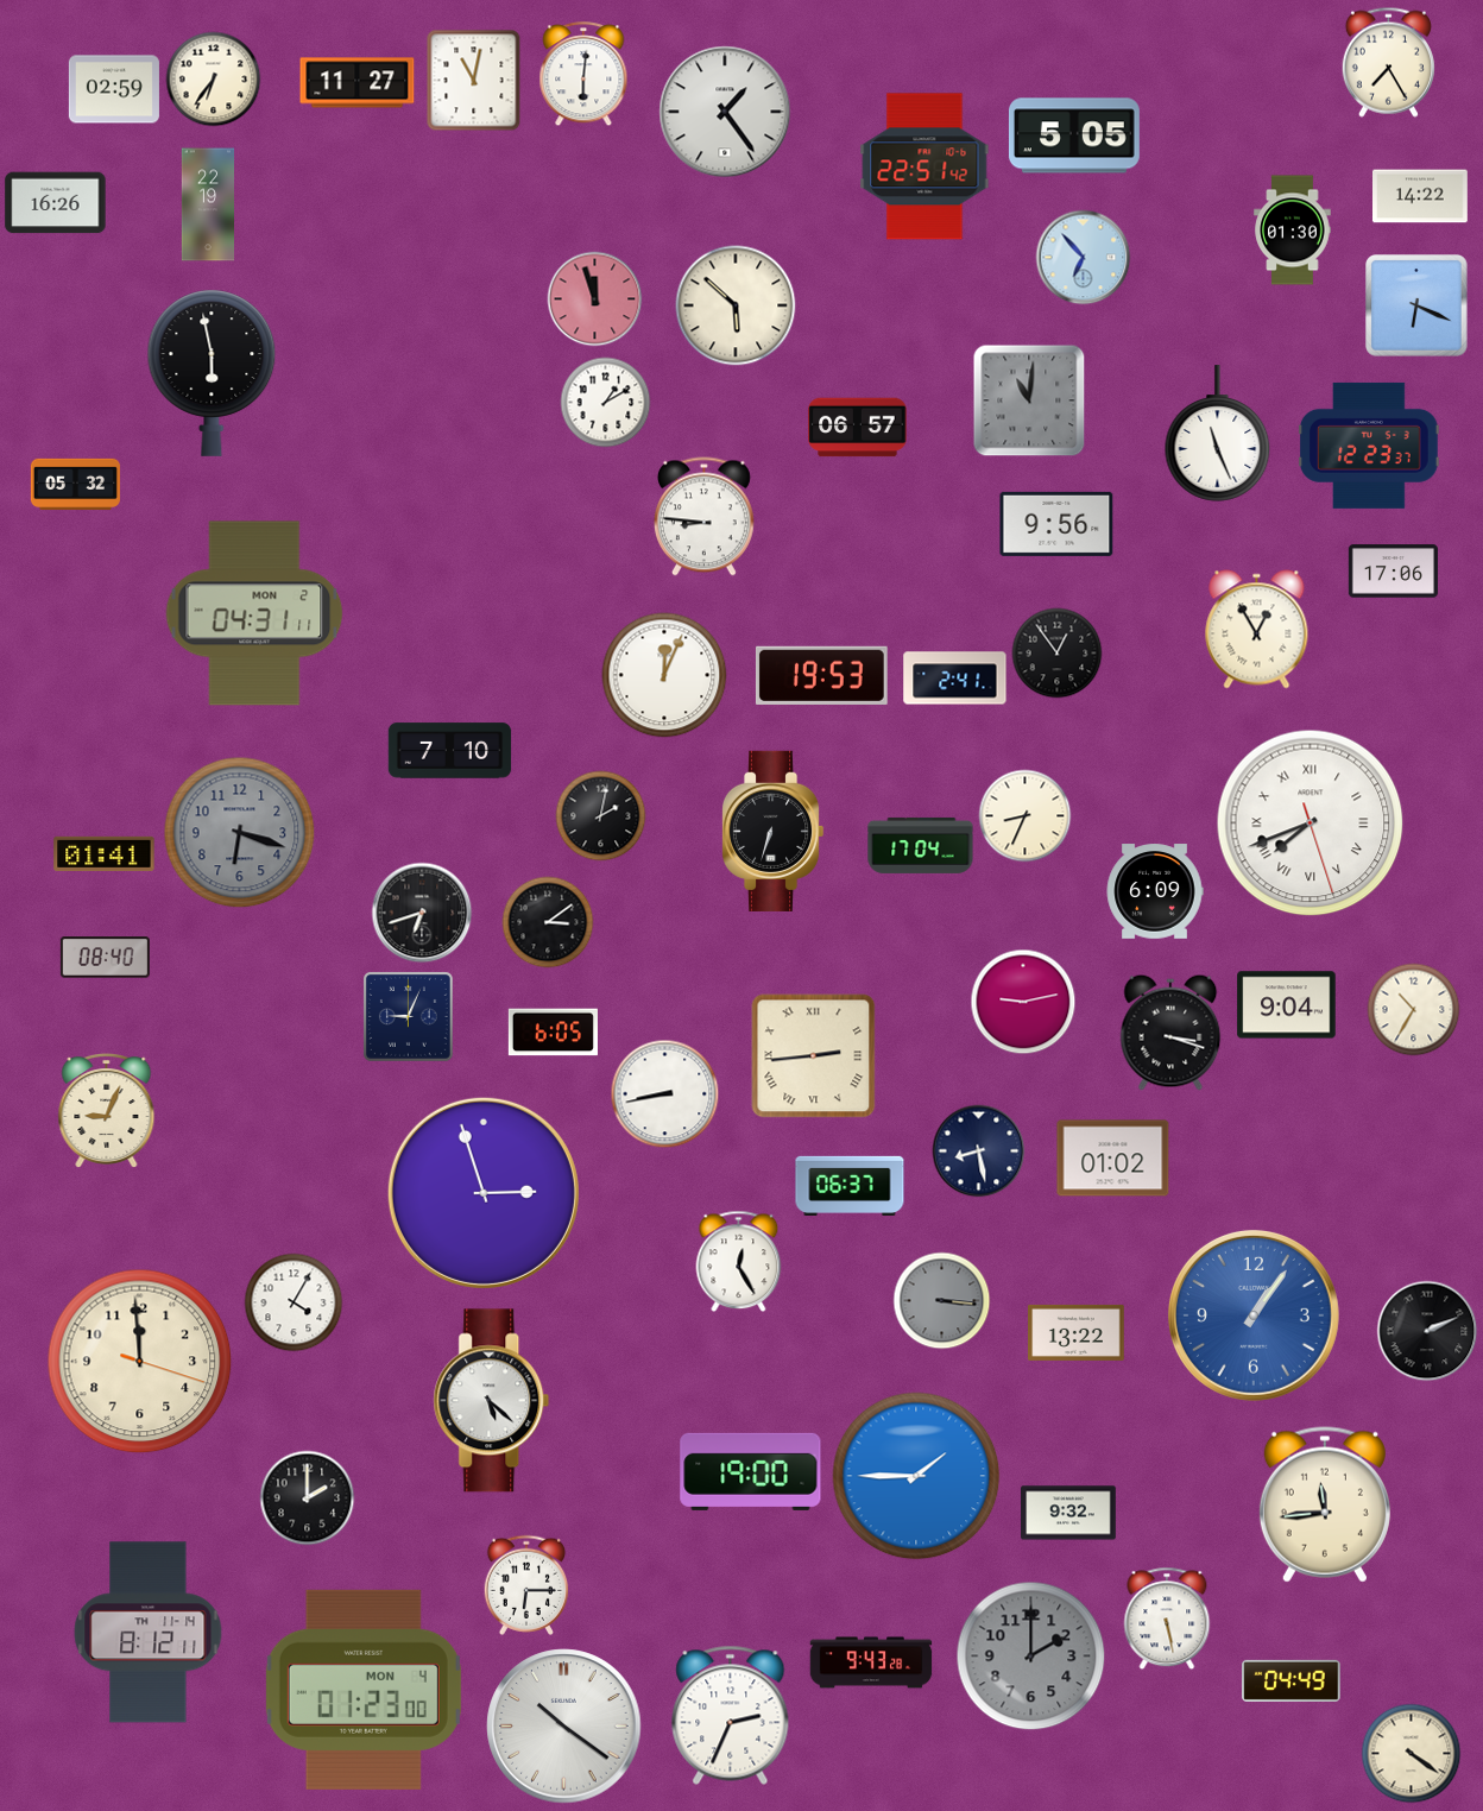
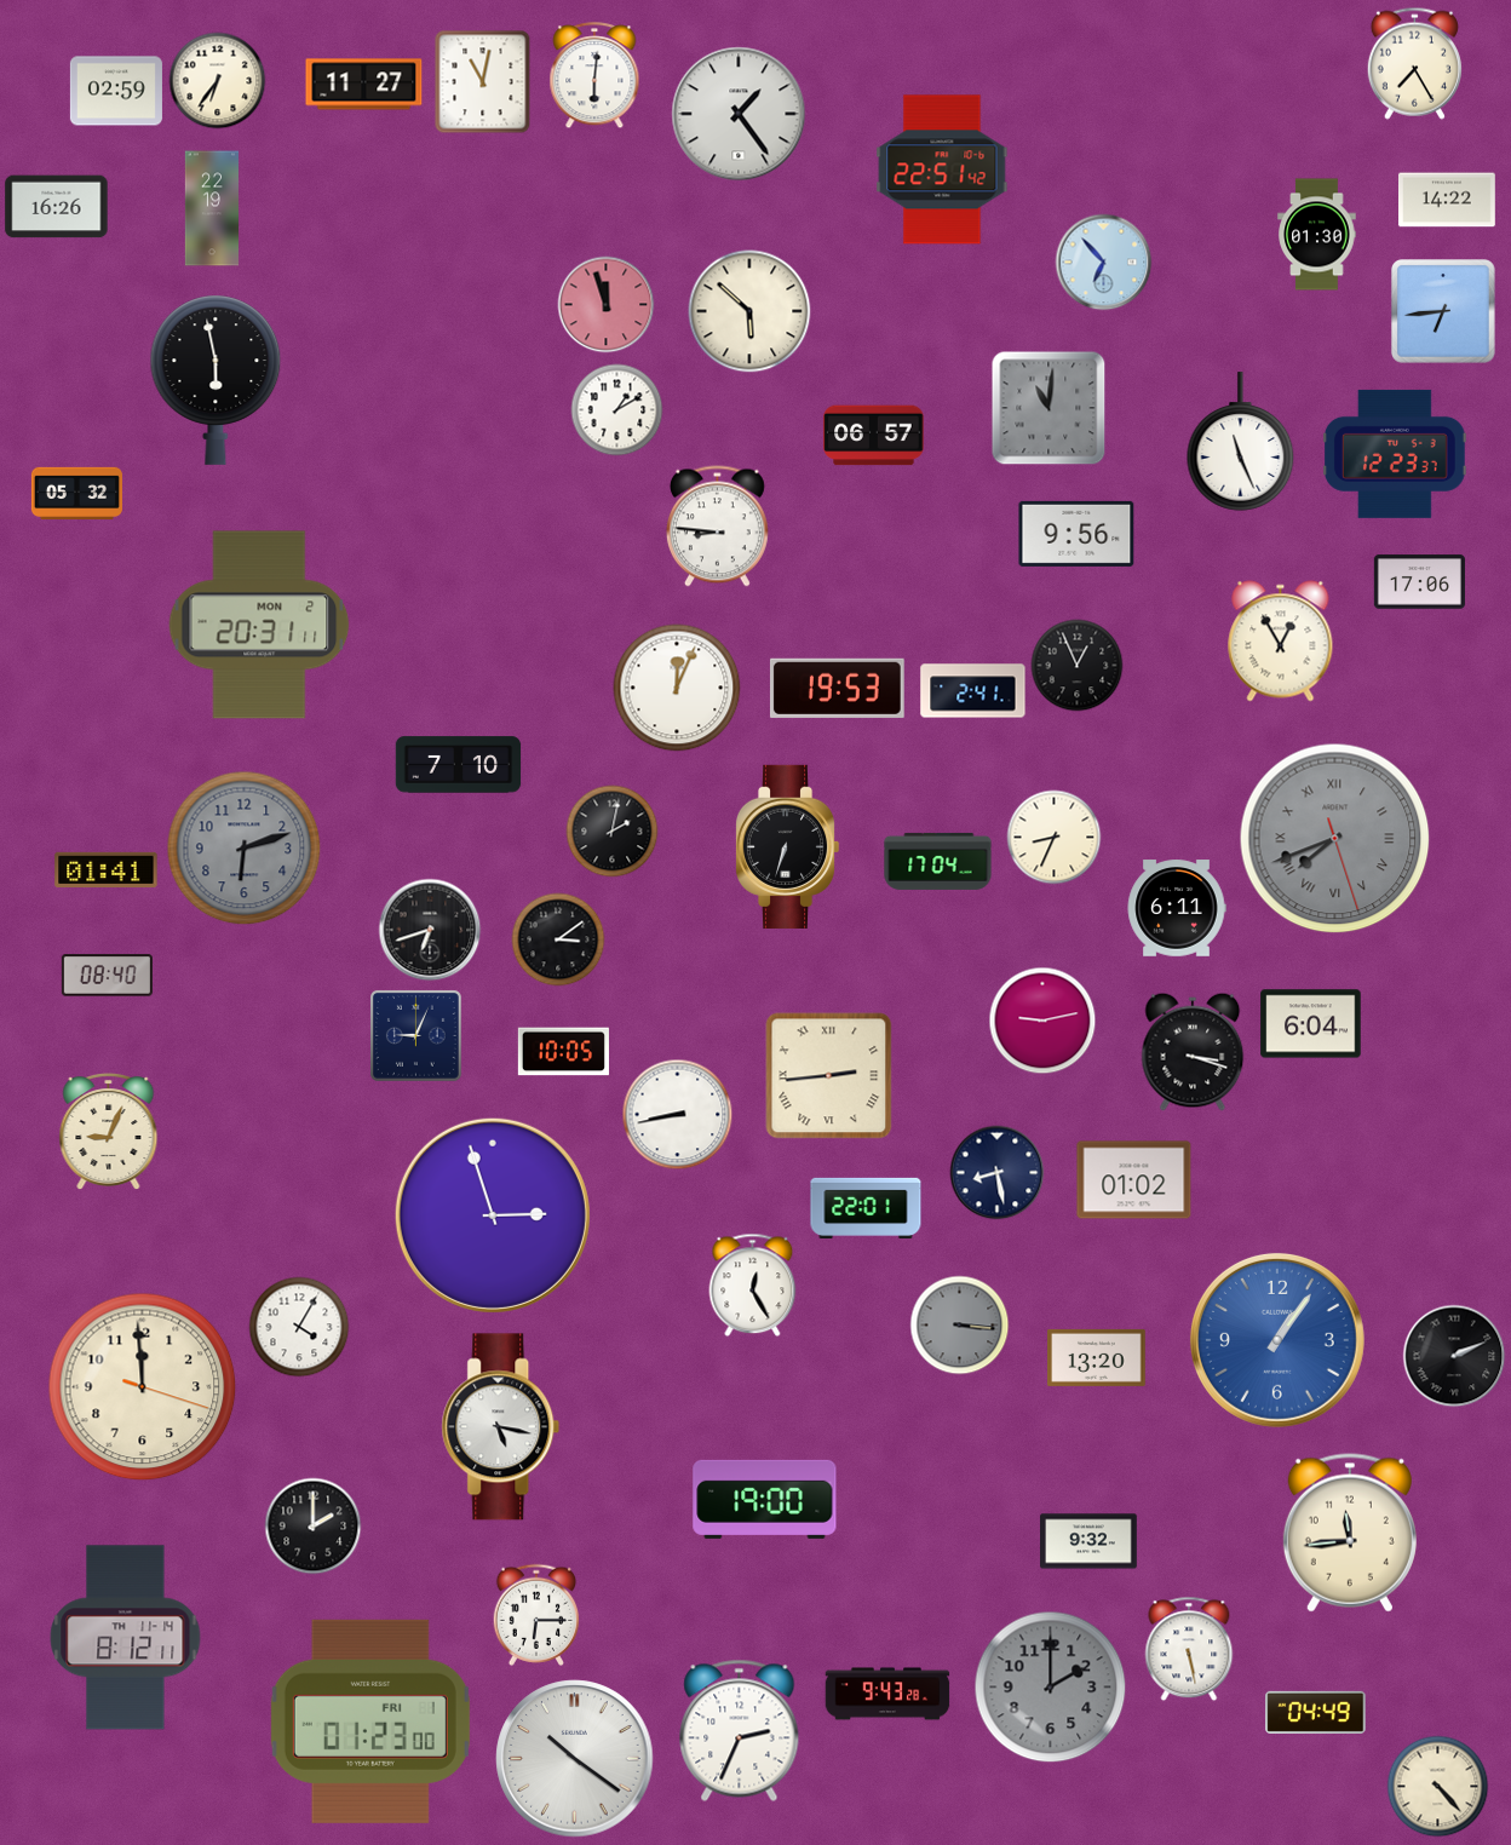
clock at (1074, 135): 5:05 -> none
clock at (1418, 307): 6:19 -> 6:44
clock at (254, 613): 04:31 -> 20:31
clock at (1058, 654): 12:54 -> 12:56
clock at (1026, 816) position: (1026, 816) -> (1055, 838)
clock at (1311, 824) dial: white -> grey
clock at (240, 833): 6:18 -> 6:12
clock at (1155, 891): 6:09 -> 6:11
clock at (1287, 1005): 9:04 -> 6:04
clock at (1414, 1010): 10:35 -> none
clock at (553, 1033): 6:05 -> 10:05
clock at (850, 1185): 06:37 -> 22:01
clock at (1077, 1332): 13:22 -> 13:20
clock at (492, 1401): 5:22 -> 5:17
clock at (916, 1476): 1:45 -> none
clock at (149, 1633) position: (149, 1633) -> (126, 1638)
clock at (364, 1690) date: MON 4 -> FRI 1
clock at (731, 1715) position: (731, 1715) -> (740, 1730)
clock at (1412, 1754): 4:21 -> 4:23
